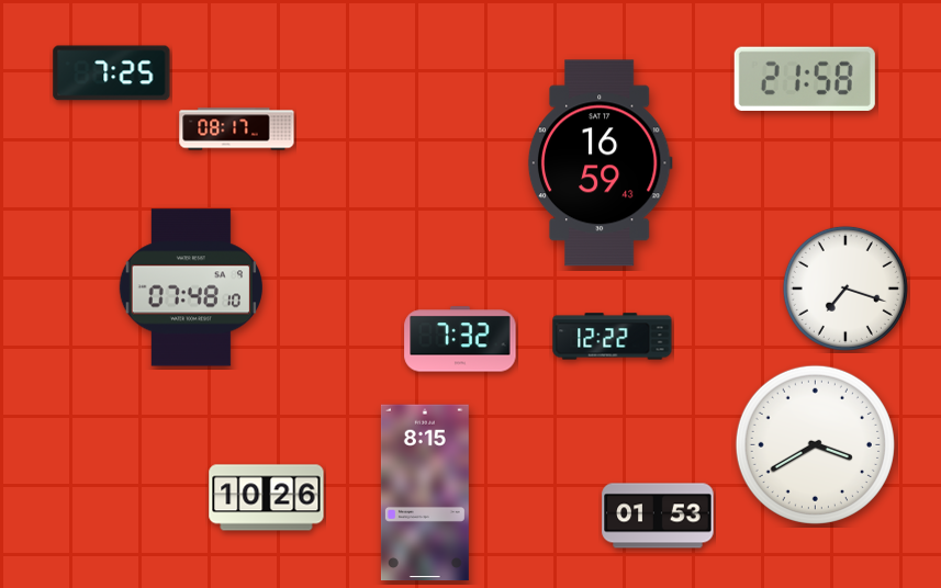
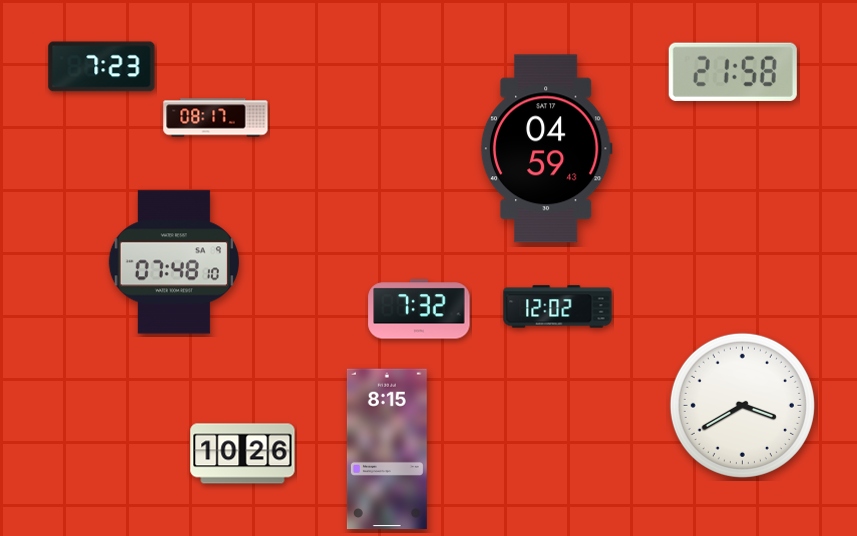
clock at (112, 73): 7:25 -> 7:23
clock at (600, 163): 16:59 -> 04:59
clock at (845, 289): 7:18 -> none
clock at (613, 337): 12:22 -> 12:02
clock at (658, 516): 01:53 -> none
